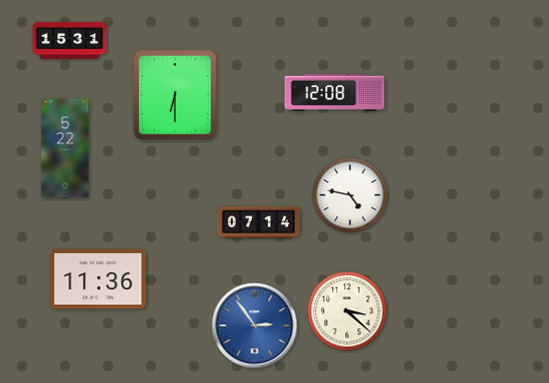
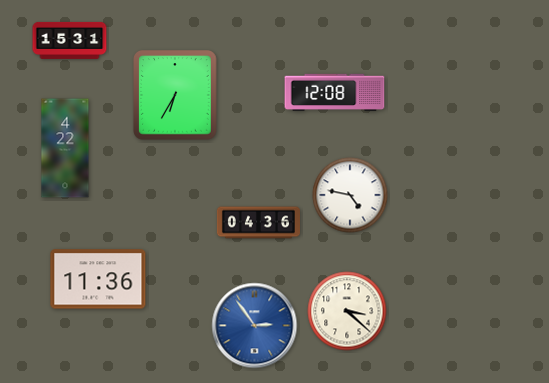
clock at (175, 95): 6:30 -> 6:35
clock at (65, 148): 5:22 -> 4:22
clock at (258, 223): 07:14 -> 04:36
